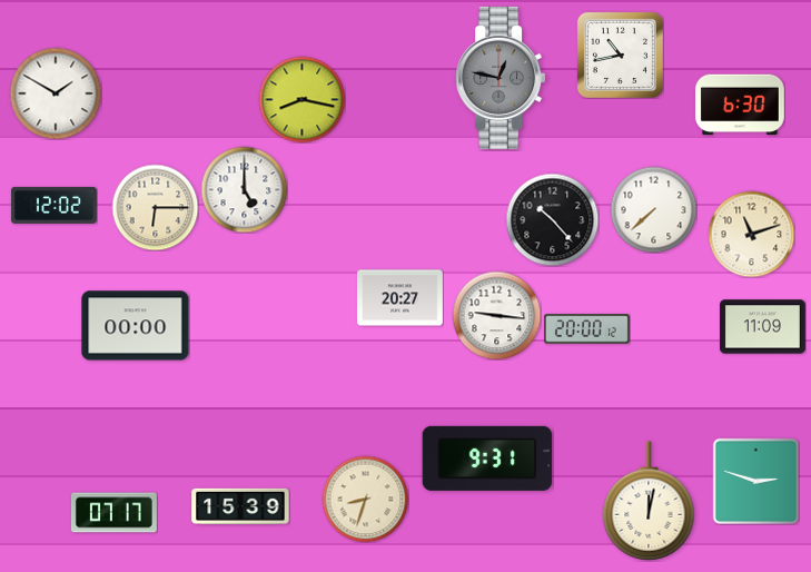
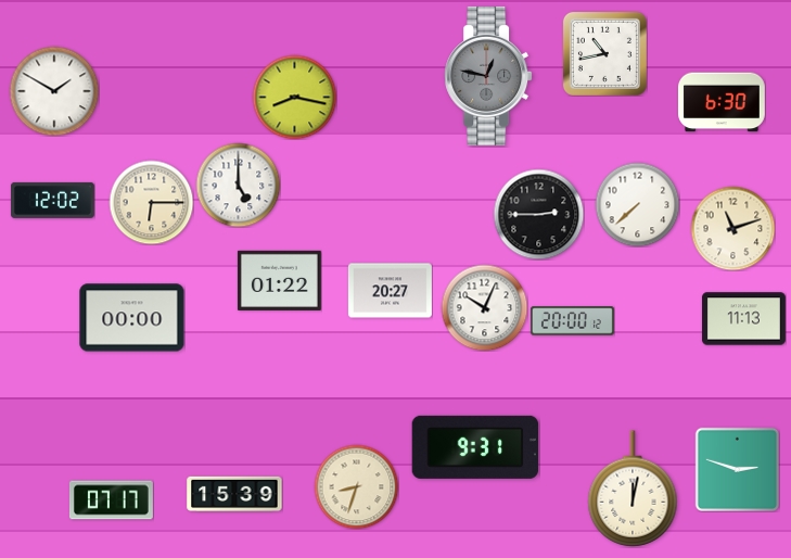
clock at (552, 219): 10:23 -> 2:45
clock at (279, 280): none -> 01:22
clock at (496, 315): 9:16 -> 10:04
clock at (762, 327): 11:09 -> 11:13
